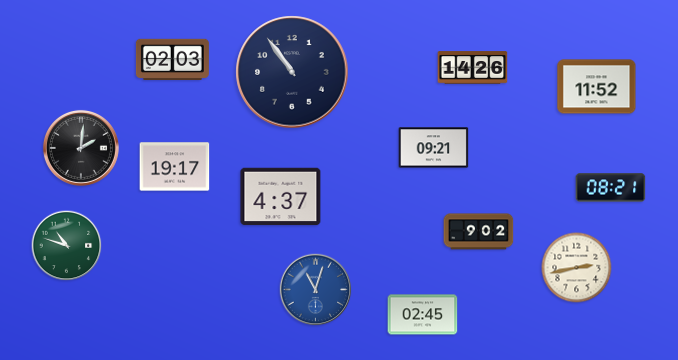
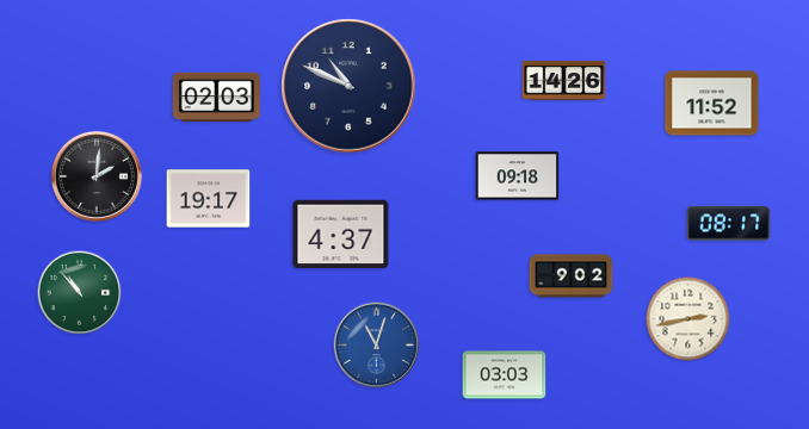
clock at (172, 59) position: (172, 59) -> (216, 97)
clock at (292, 72): 10:54 -> 10:49
clock at (434, 148): 09:21 -> 09:18
clock at (611, 188): 08:21 -> 08:17
clock at (281, 197) position: (281, 197) -> (341, 235)
clock at (67, 246): 10:48 -> 10:53
clock at (423, 315): 02:45 -> 03:03
